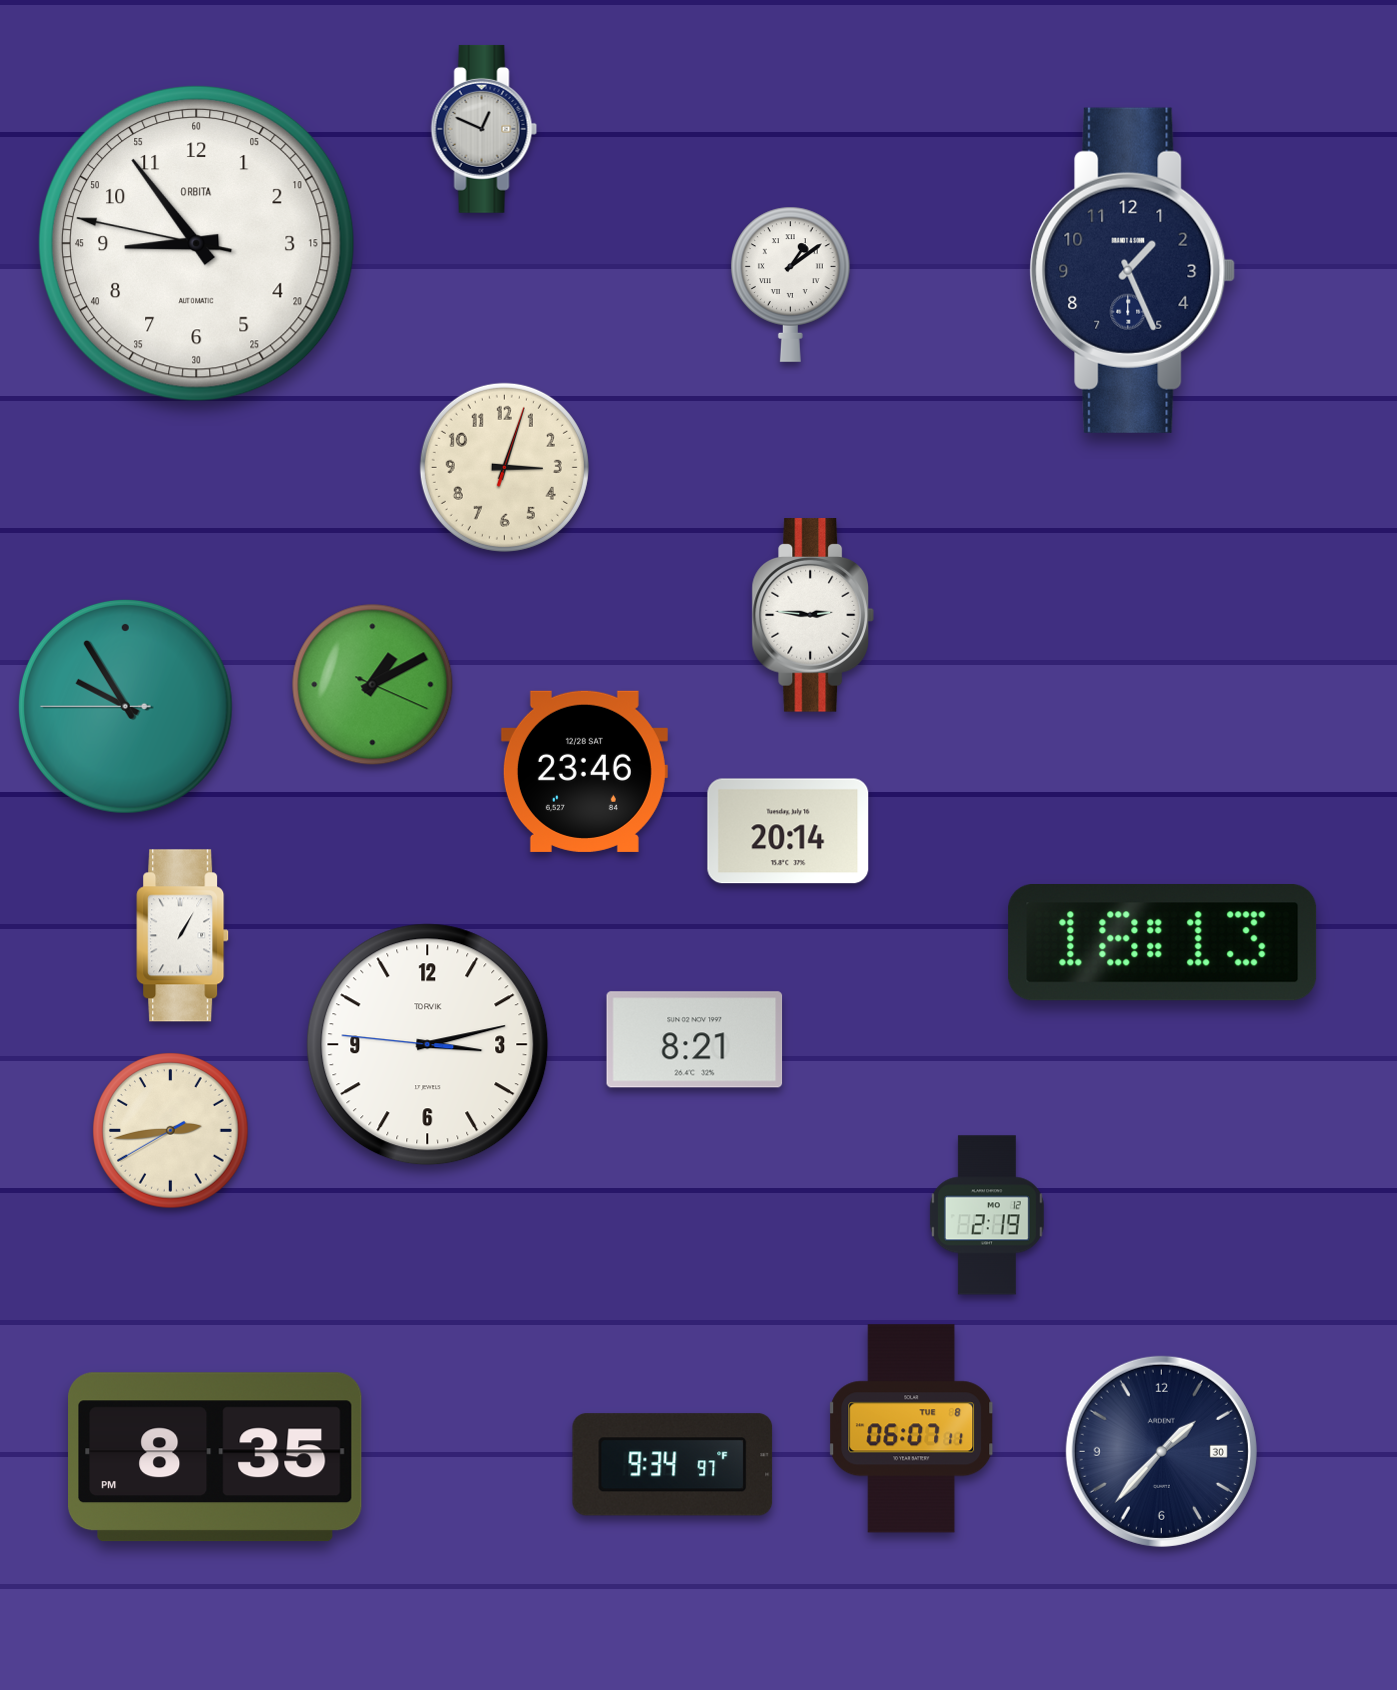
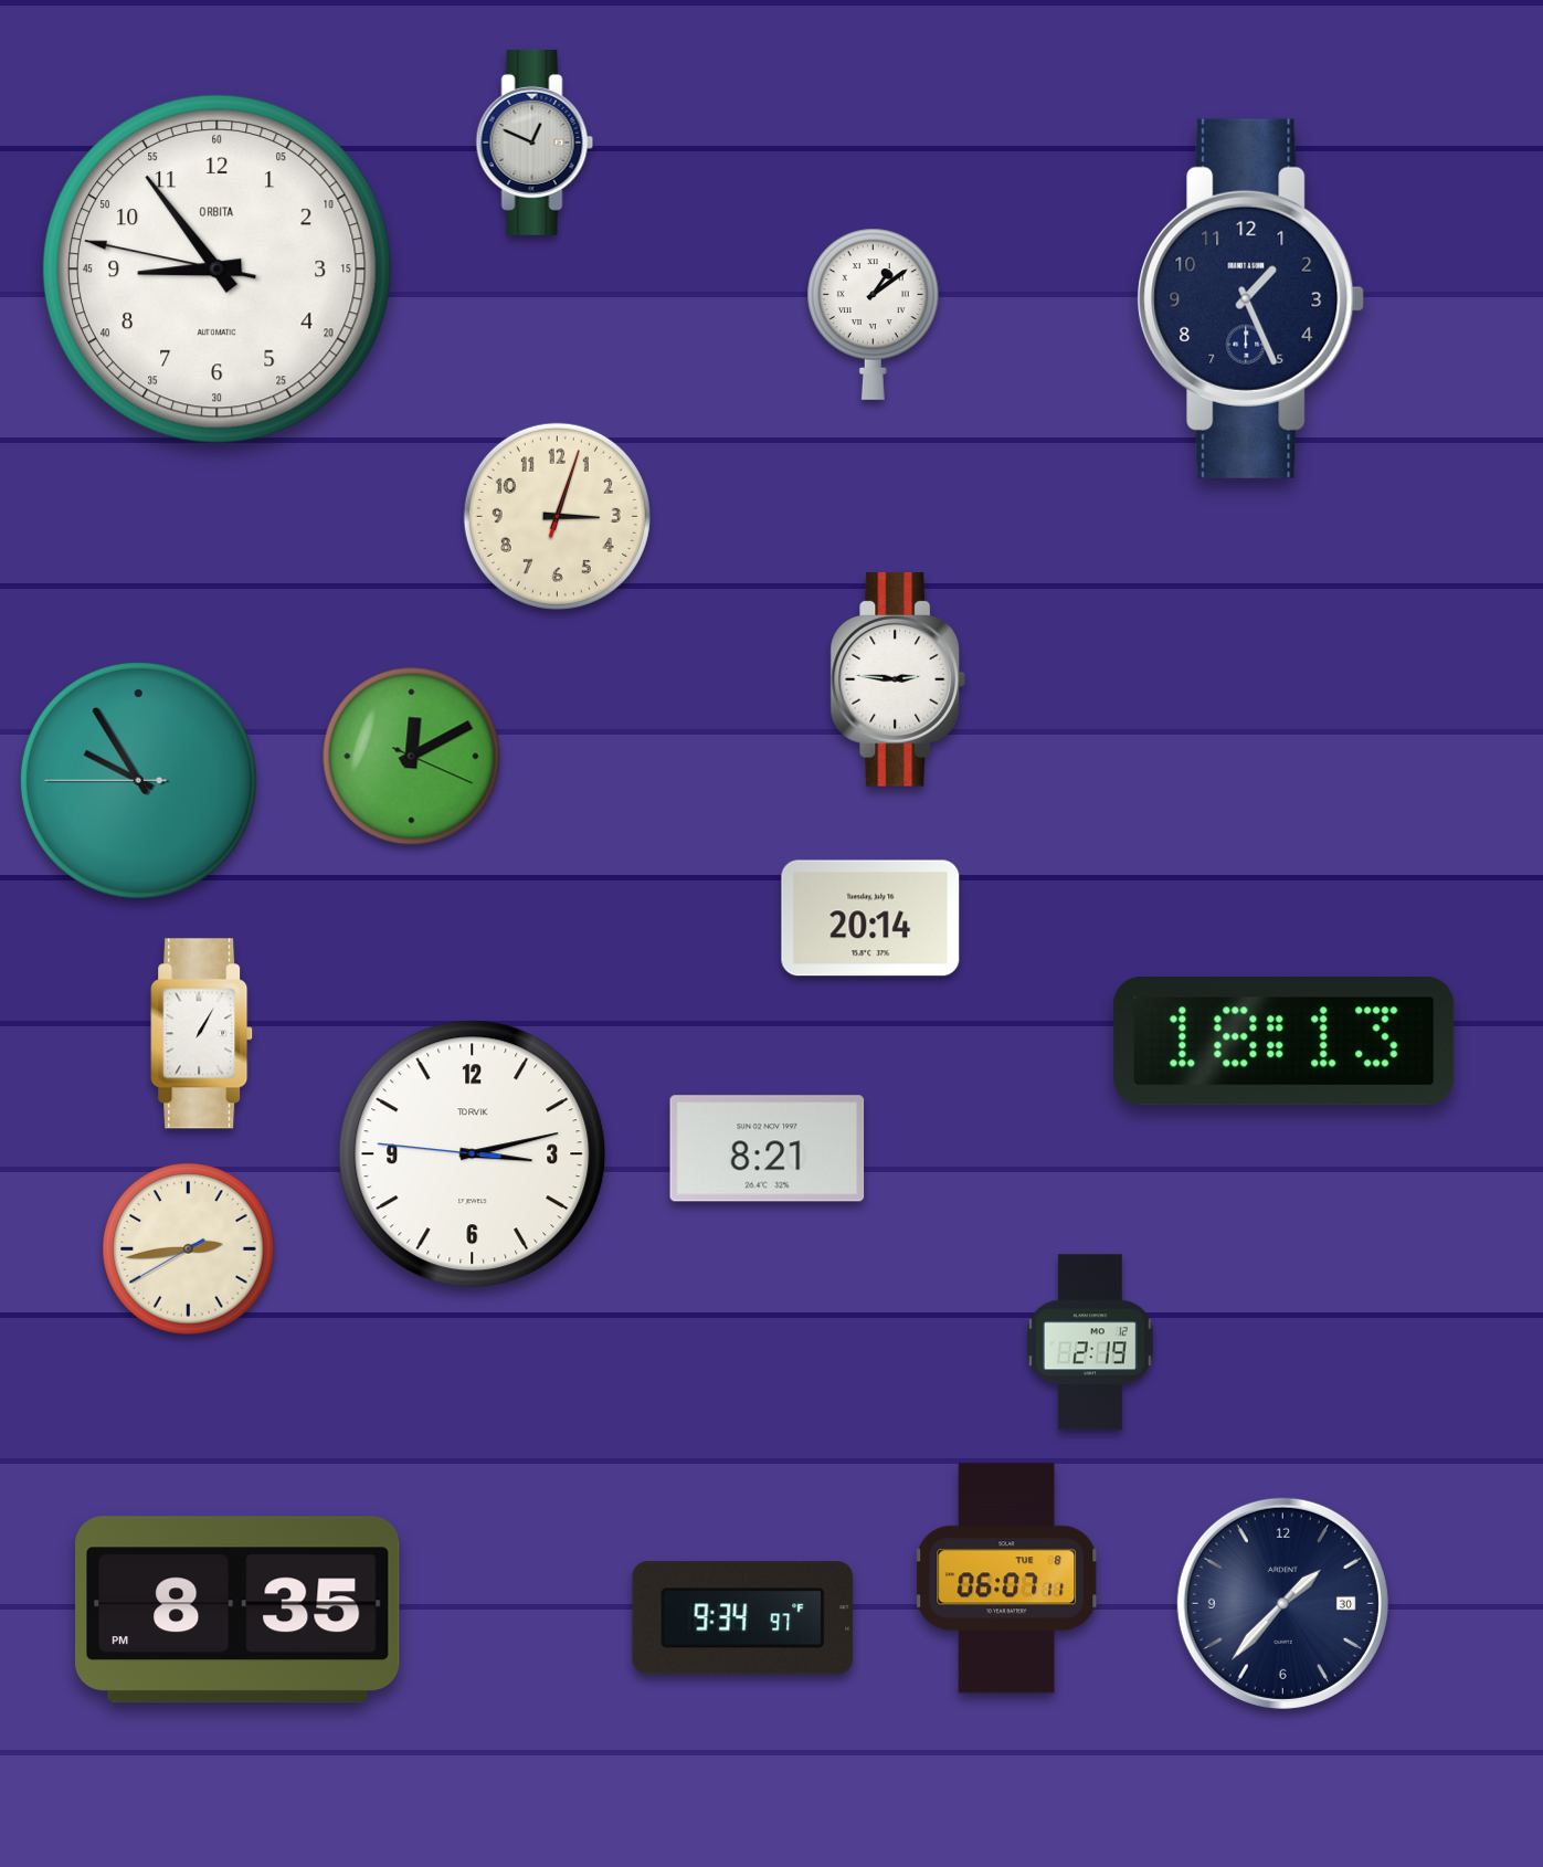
clock at (373, 685): 1:10 -> 12:10
clock at (584, 771): 23:46 -> none
